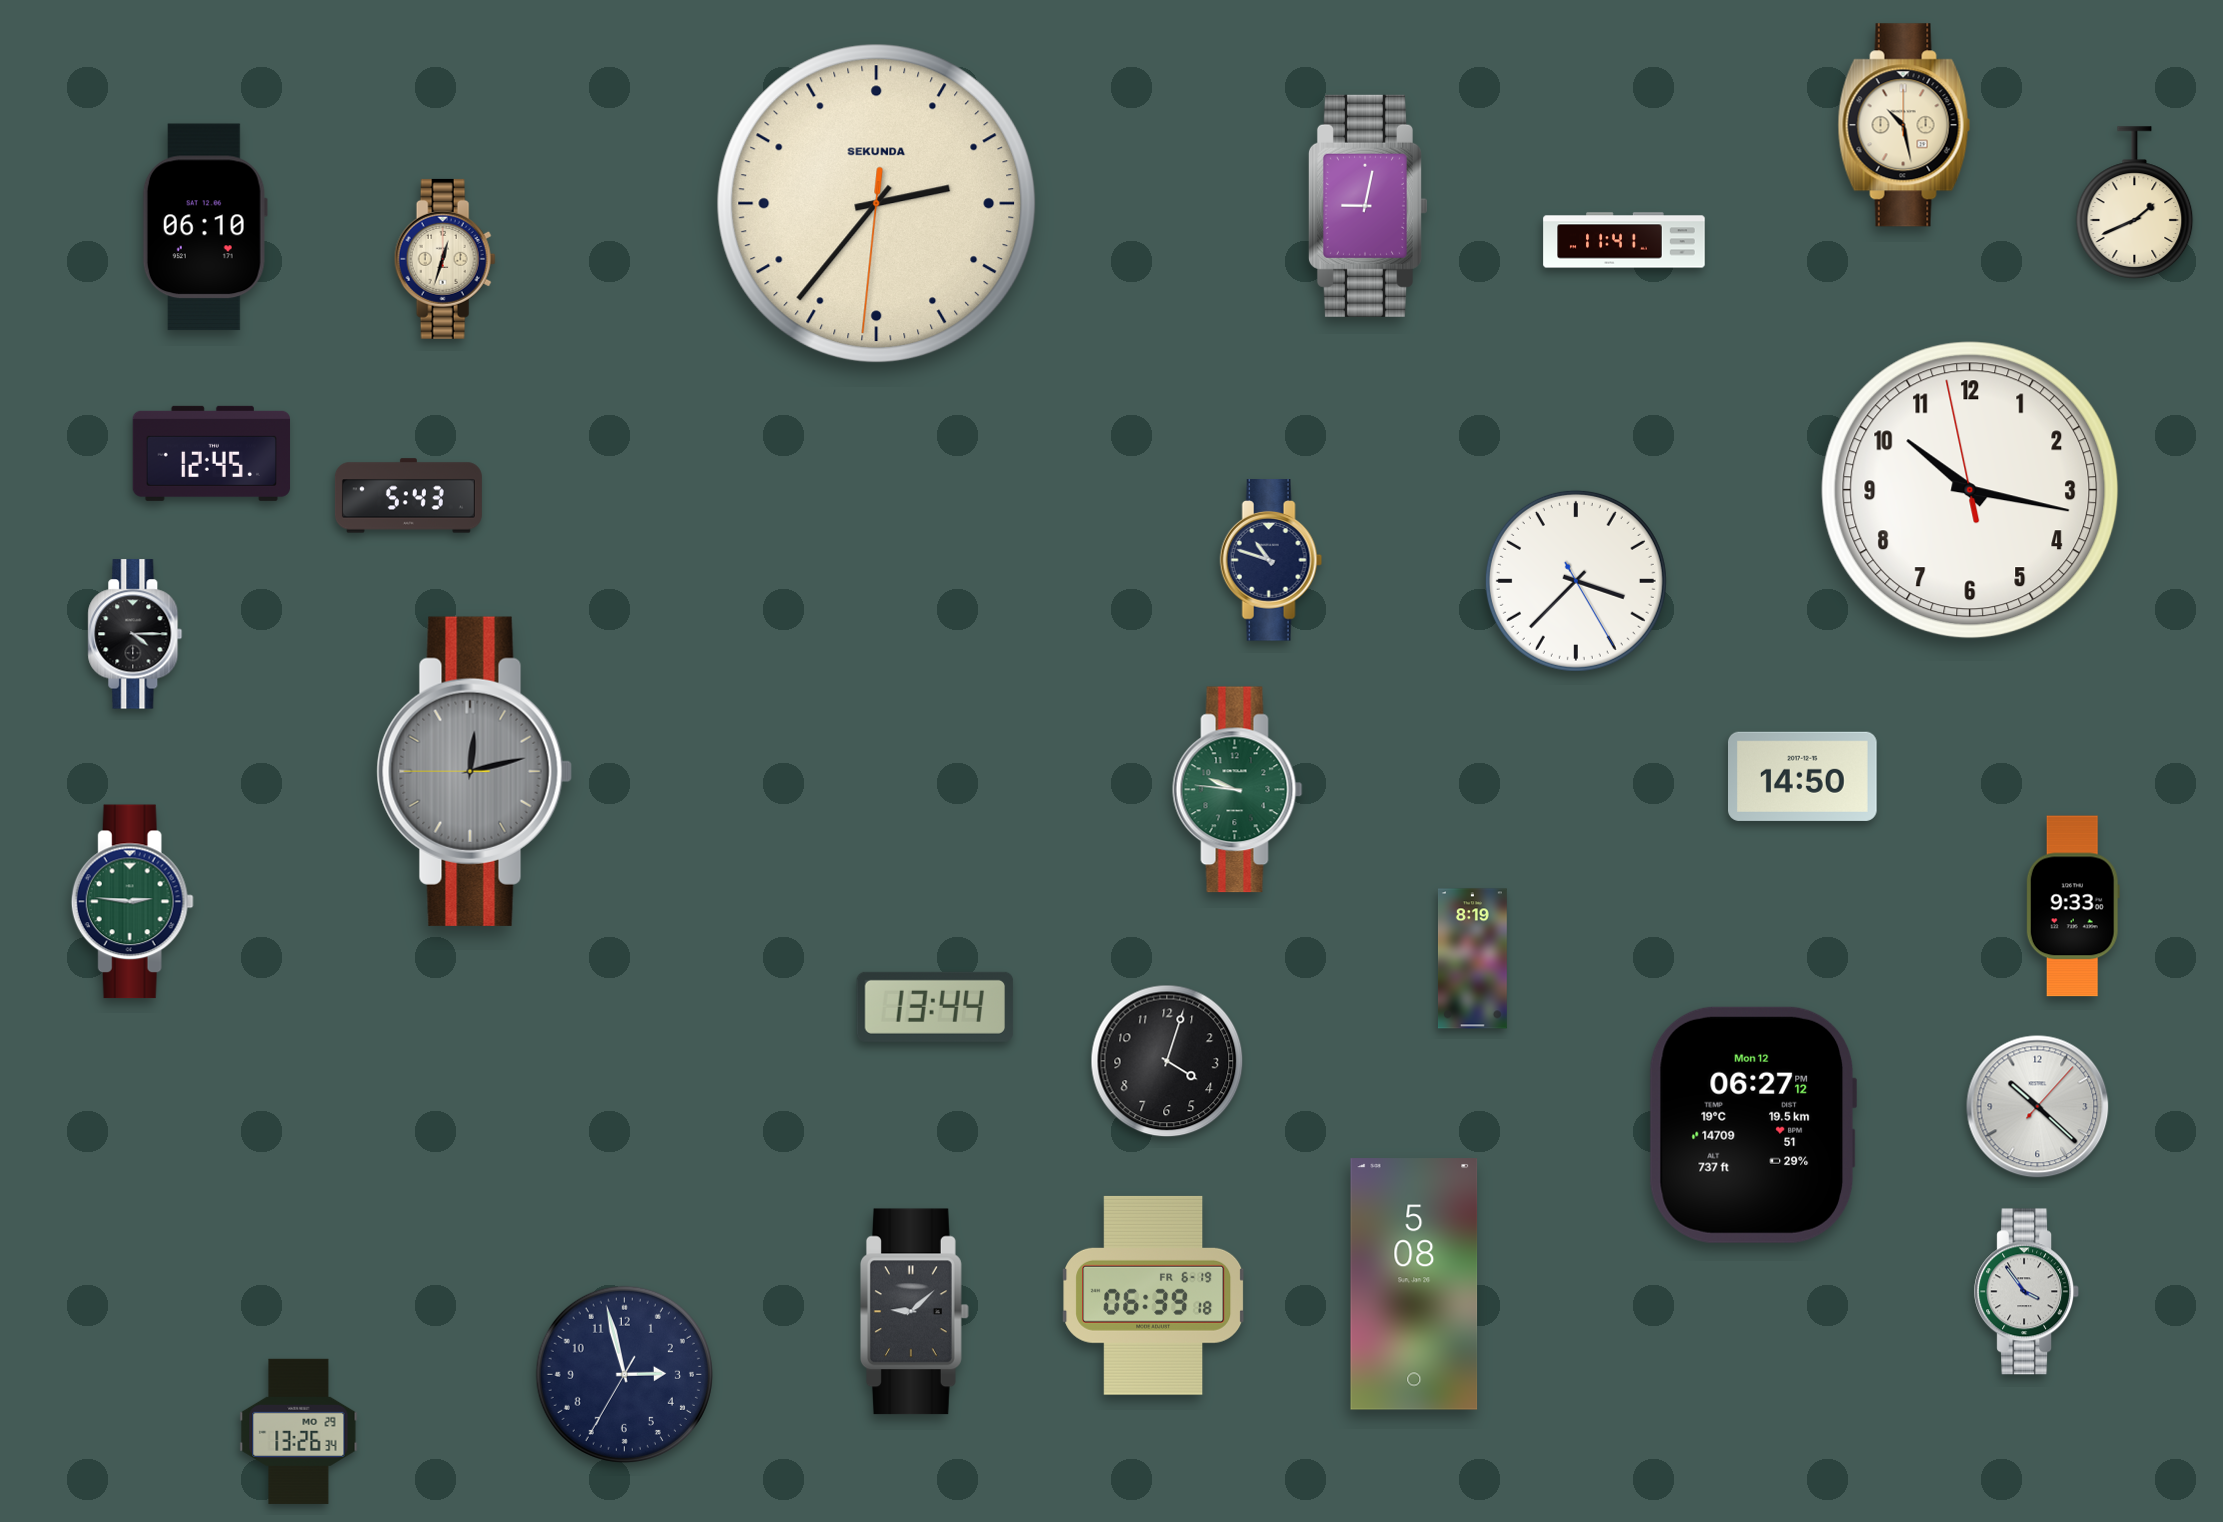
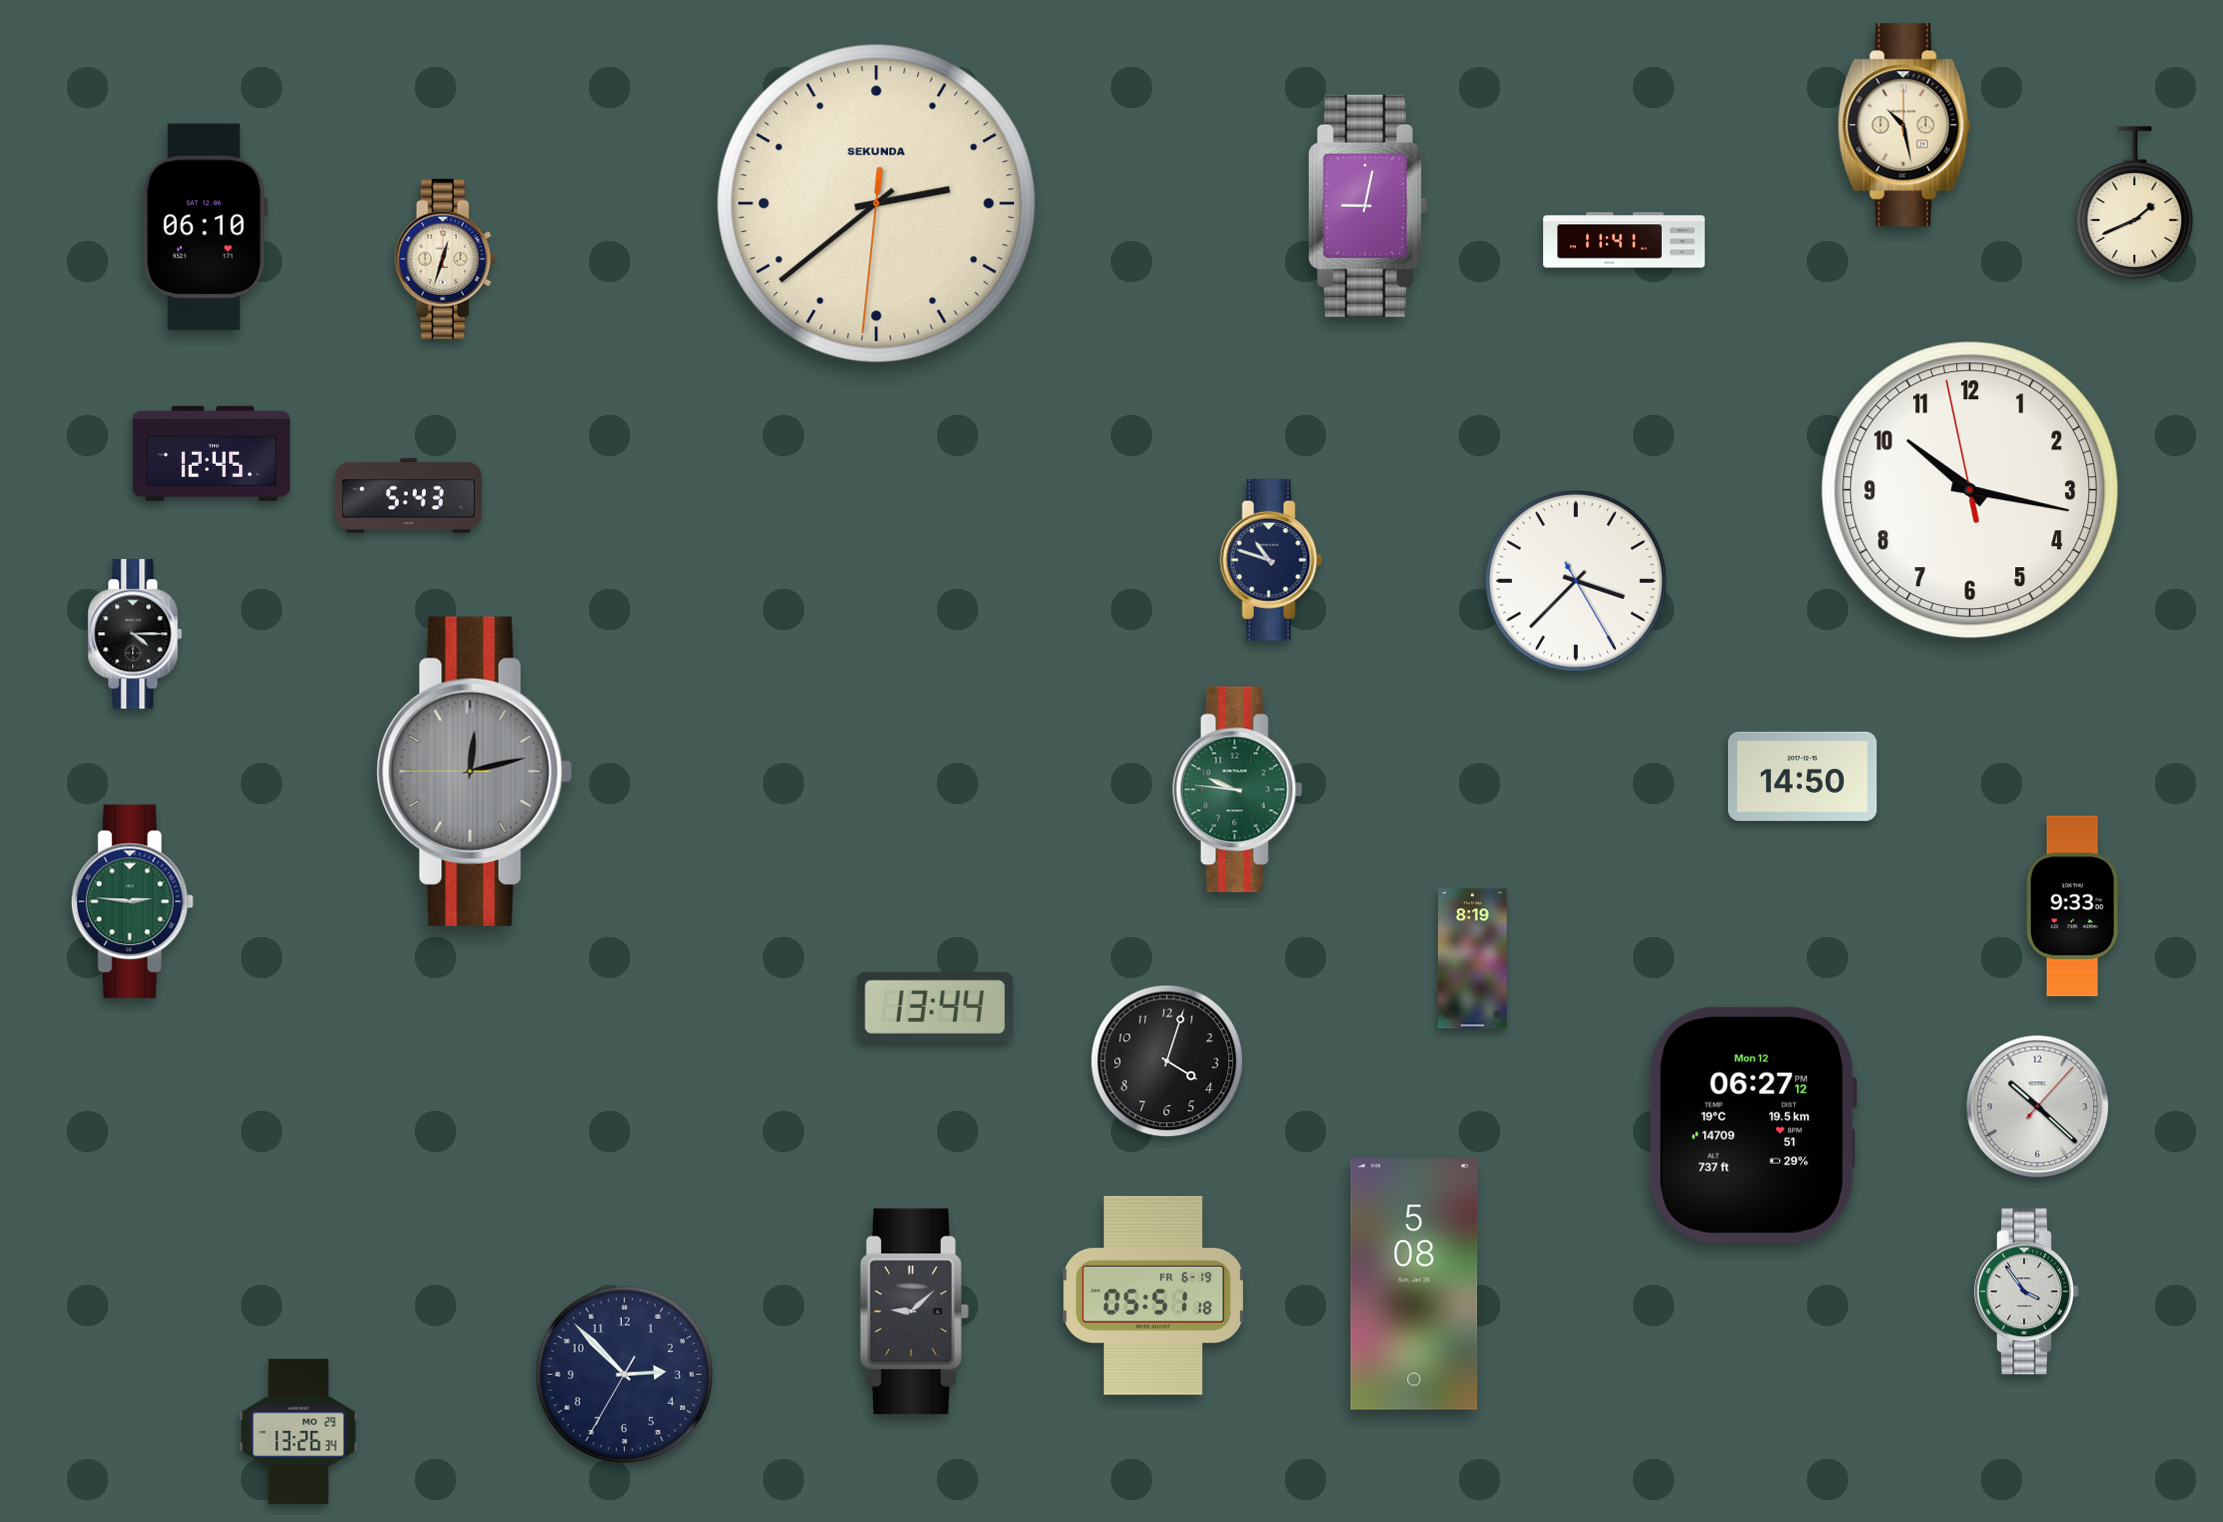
clock at (877, 204): 2:36 -> 2:38
clock at (1154, 1295): 06:39 -> 05:51
clock at (624, 1374): 2:57 -> 2:52
